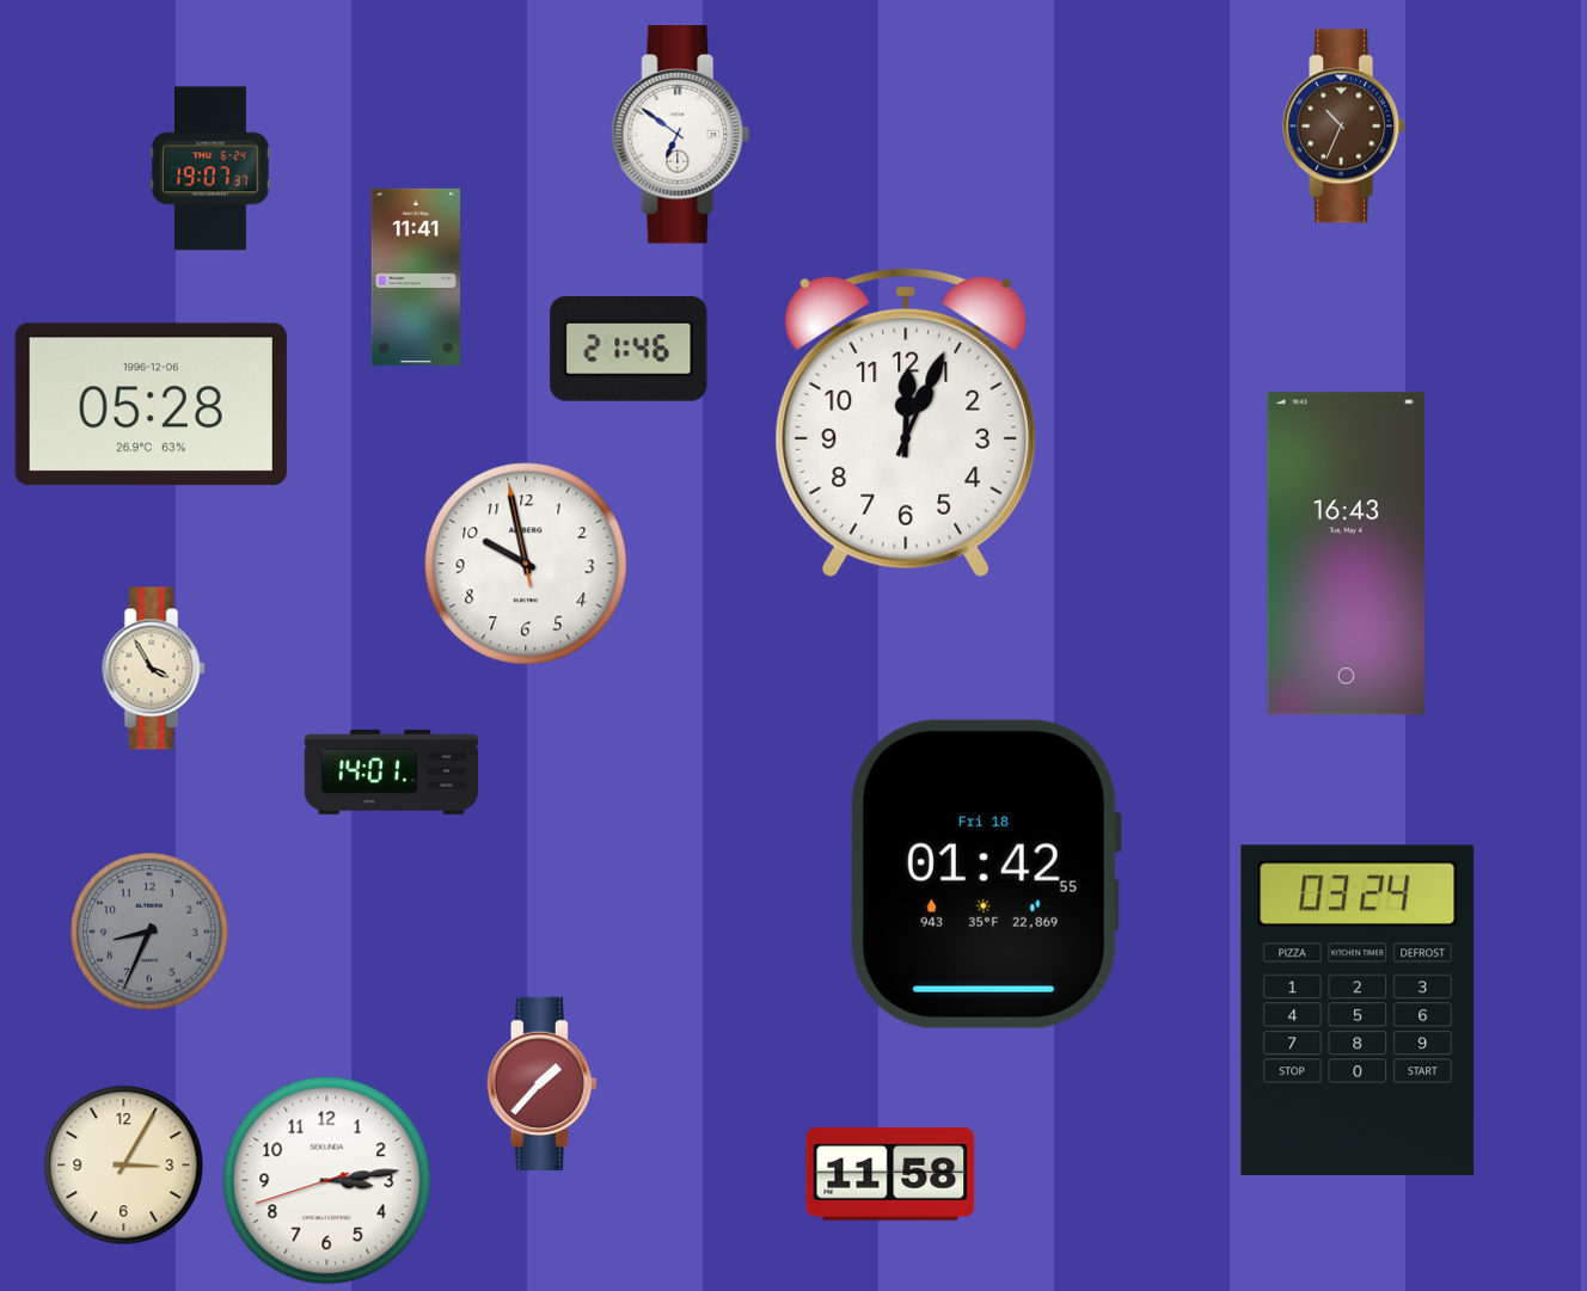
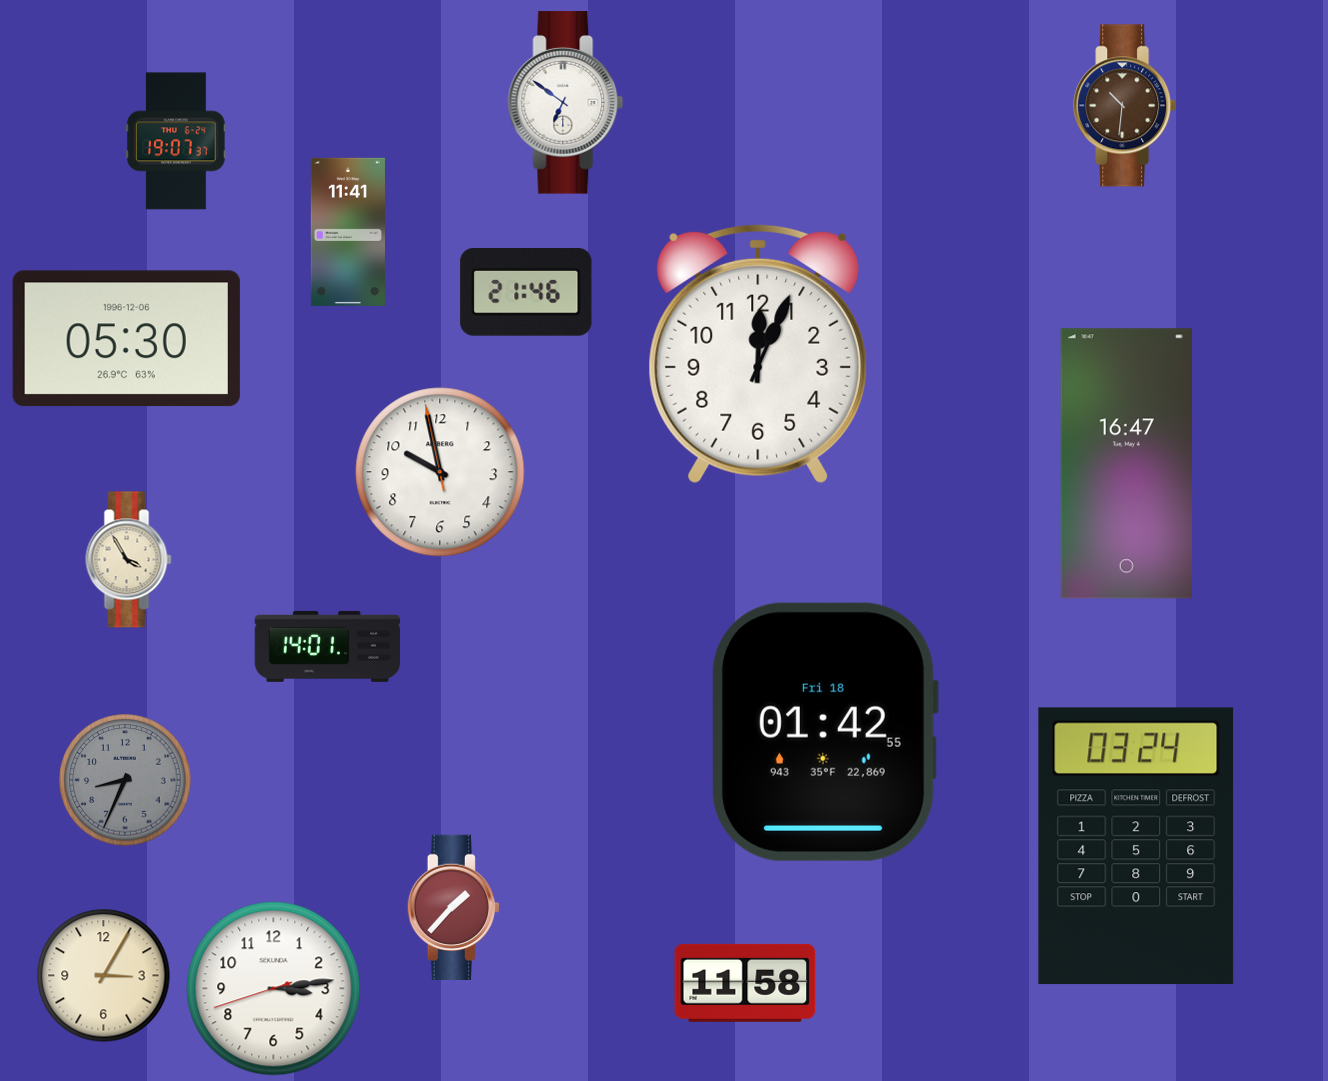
clock at (1344, 127): 10:34 -> 10:31
clock at (681, 135) position: (681, 135) -> (566, 103)
clock at (151, 405): 05:28 -> 05:30
clock at (1346, 554): 16:43 -> 16:47
